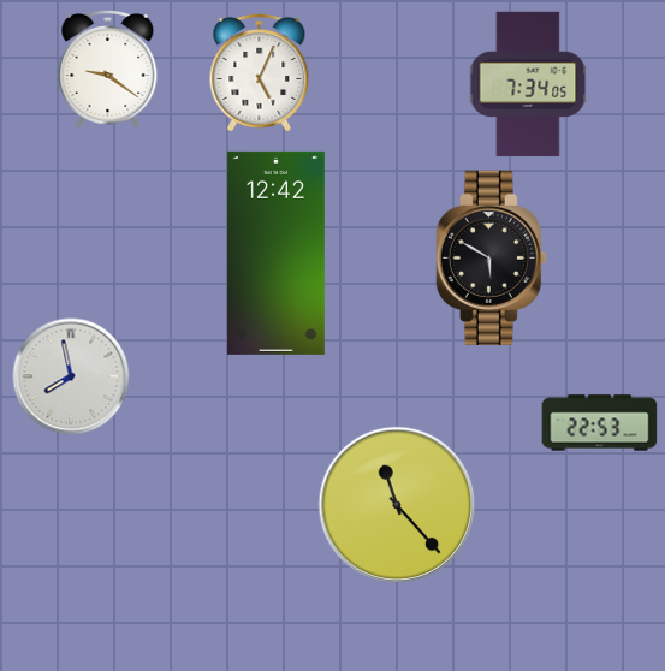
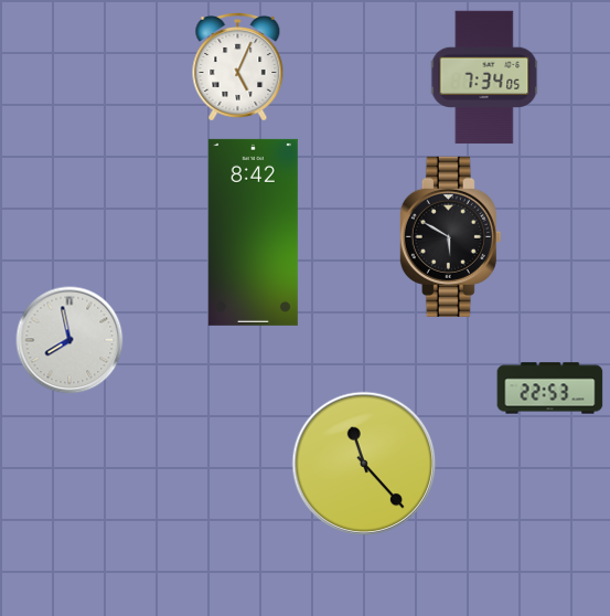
clock at (108, 69): 9:21 -> none
clock at (275, 253): 12:42 -> 8:42
clock at (71, 376) position: (71, 376) -> (69, 340)
